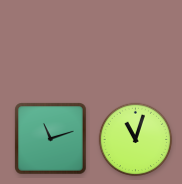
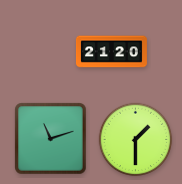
clock at (111, 52): none -> 21:20
clock at (136, 140): 11:03 -> 1:30
